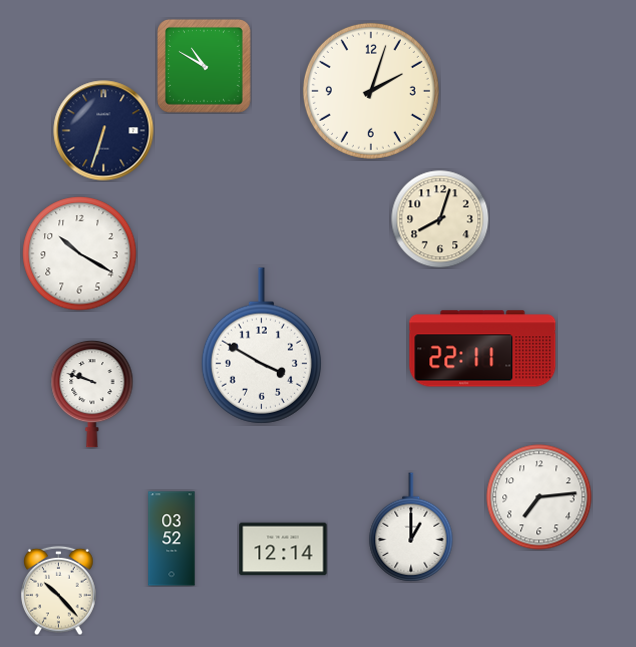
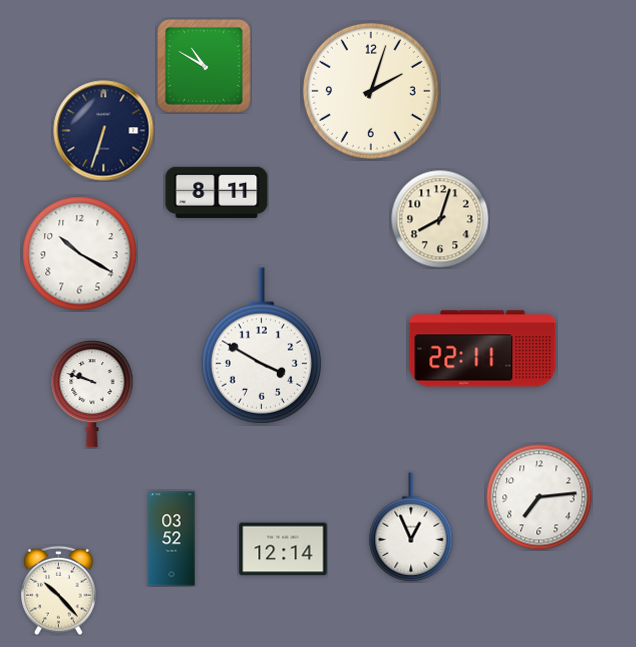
clock at (217, 192): none -> 8:11
clock at (411, 527): 1:00 -> 12:56
